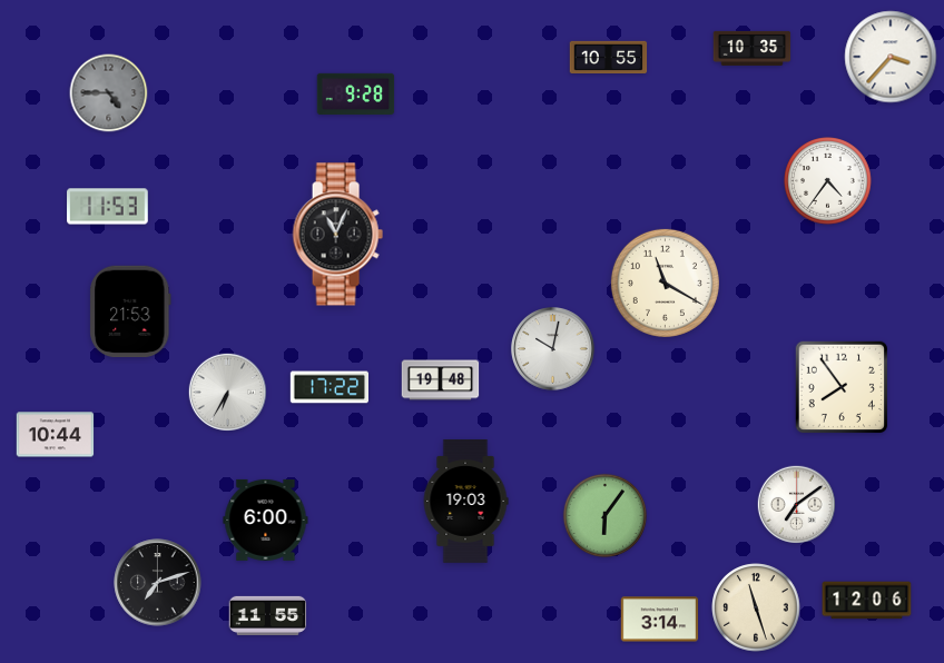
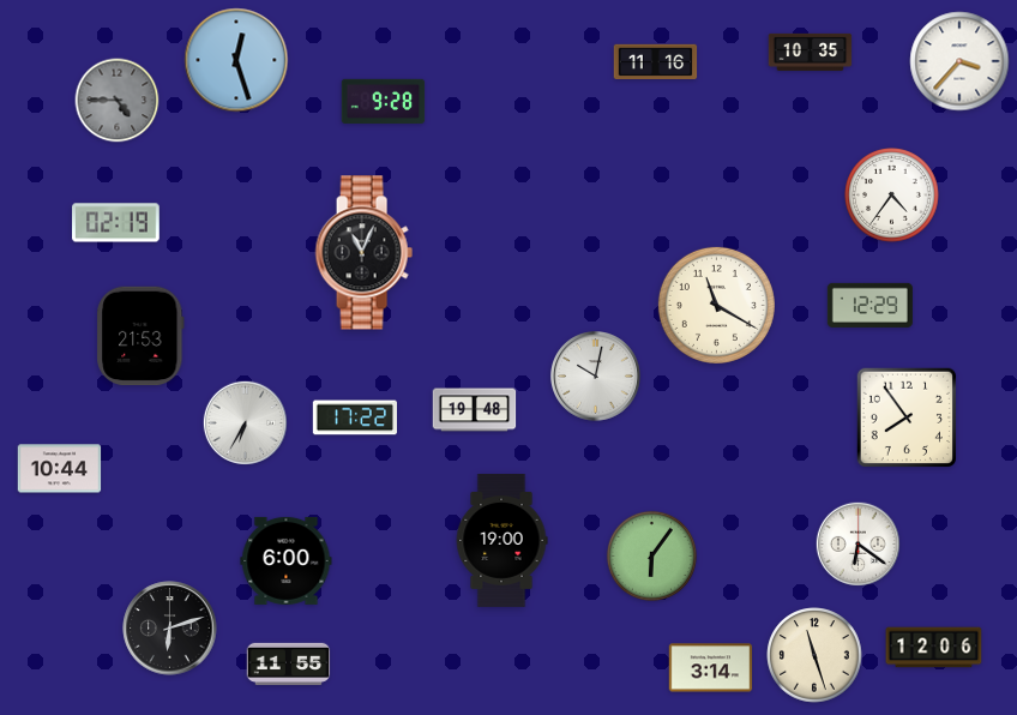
clock at (236, 60): none -> 12:27
clock at (609, 57): 10:55 -> 11:16
clock at (108, 207): 11:53 -> 02:19
clock at (869, 305): none -> 12:29
clock at (465, 501): 19:03 -> 19:00
clock at (796, 504): 7:09 -> 6:21
clock at (158, 583): 7:12 -> 6:12
